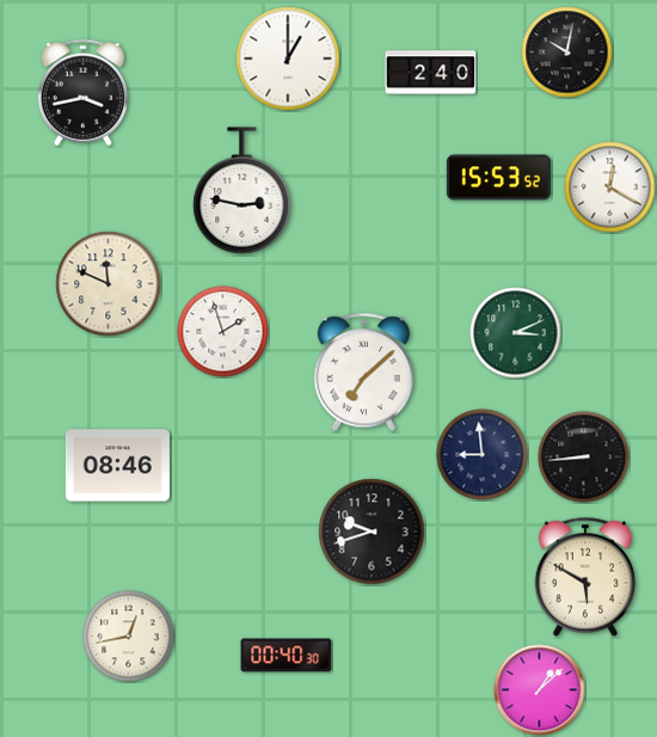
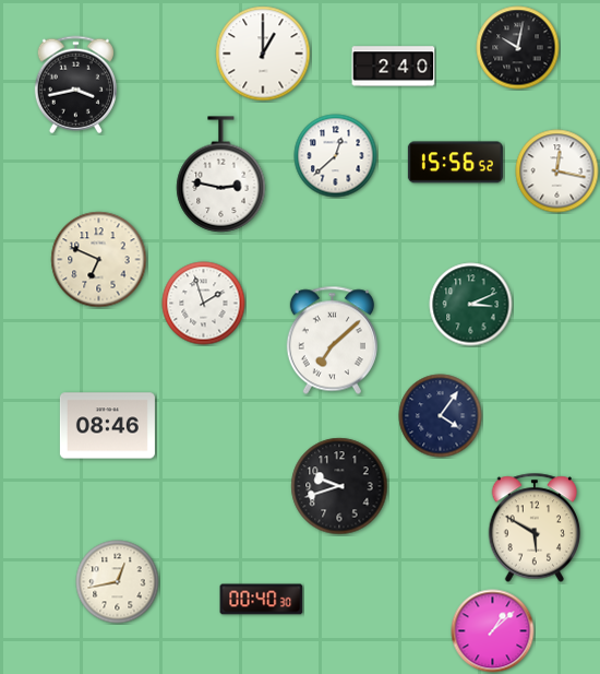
clock at (336, 156): none -> 12:38
clock at (498, 178): 15:53 -> 15:56
clock at (610, 188): 12:20 -> 12:17
clock at (109, 284): 11:49 -> 6:49
clock at (483, 455): 8:59 -> 4:06
clock at (584, 457): 8:44 -> none
